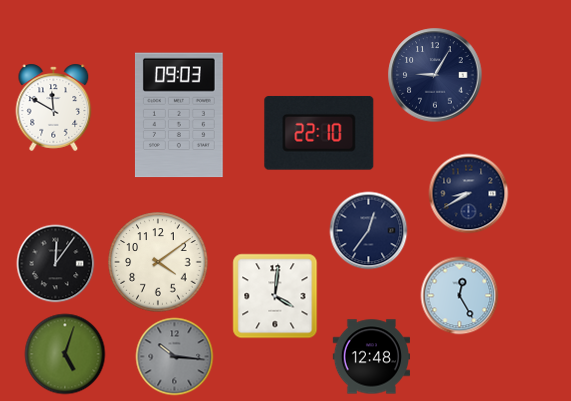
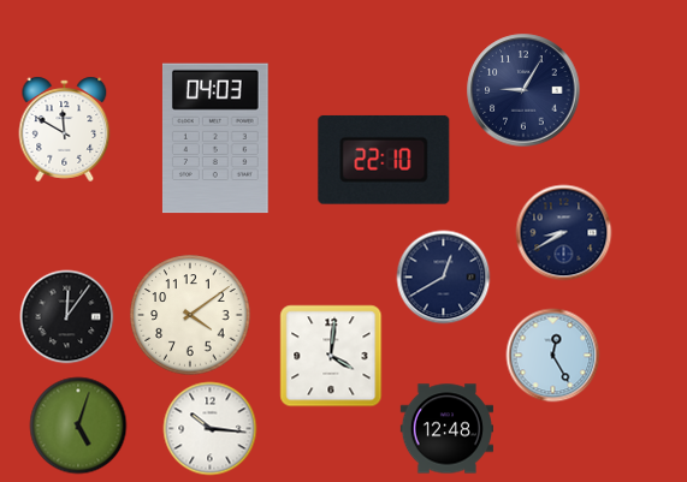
clock at (179, 115): 09:03 -> 04:03
clock at (368, 230): 12:36 -> 12:40
clock at (174, 356) dial: grey -> white
